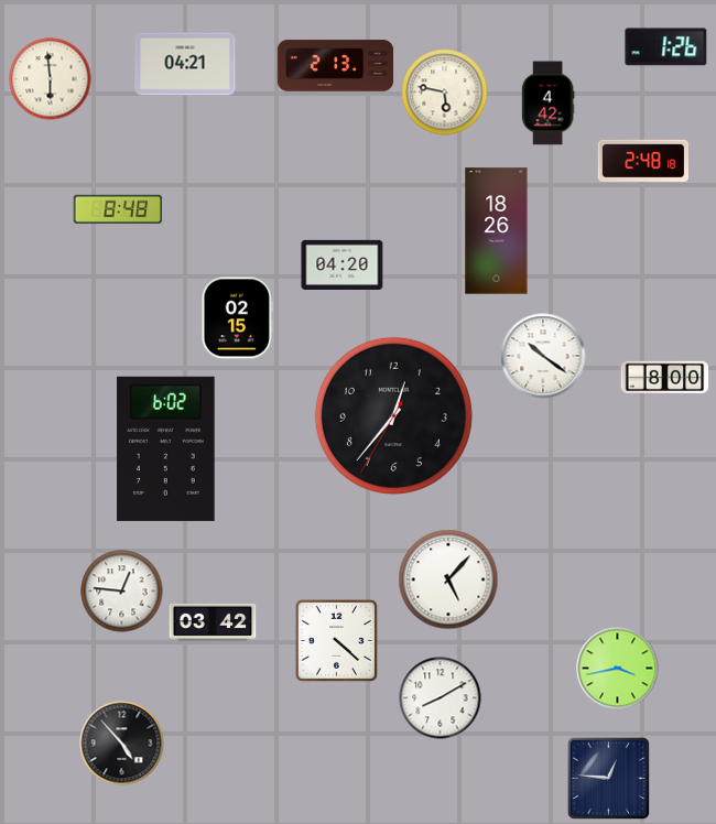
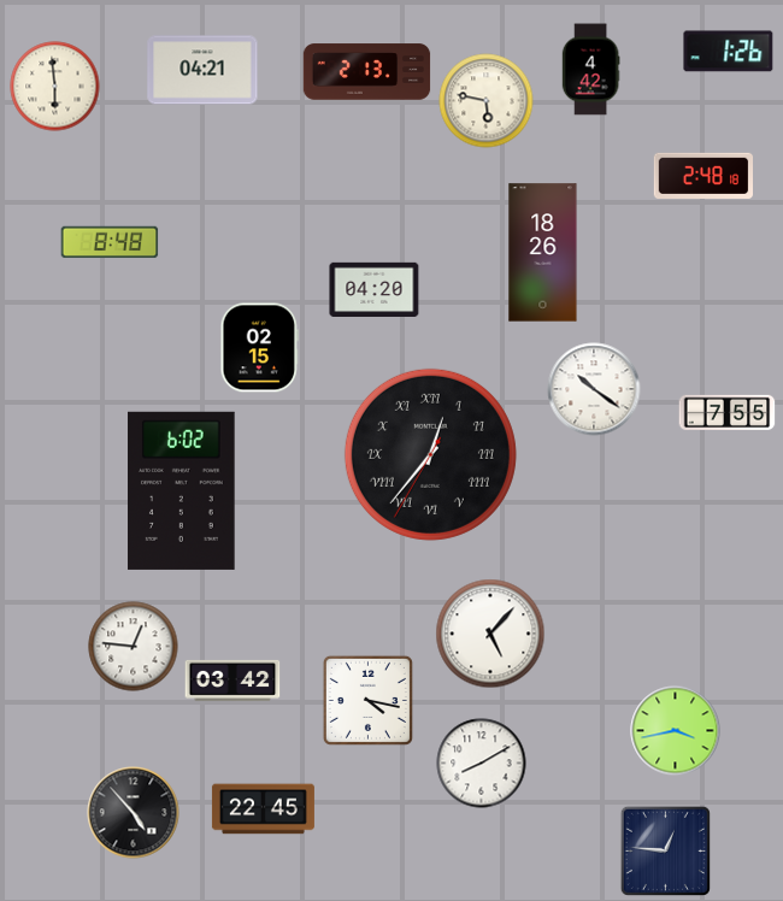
clock at (547, 104) position: (547, 104) -> (590, 70)
clock at (118, 209) position: (118, 209) -> (110, 242)
clock at (665, 377): 8:00 -> 7:55
clock at (393, 415) numerals: Arabic -> Roman
clock at (336, 640): 4:22 -> 4:17
clock at (263, 809): none -> 22:45
